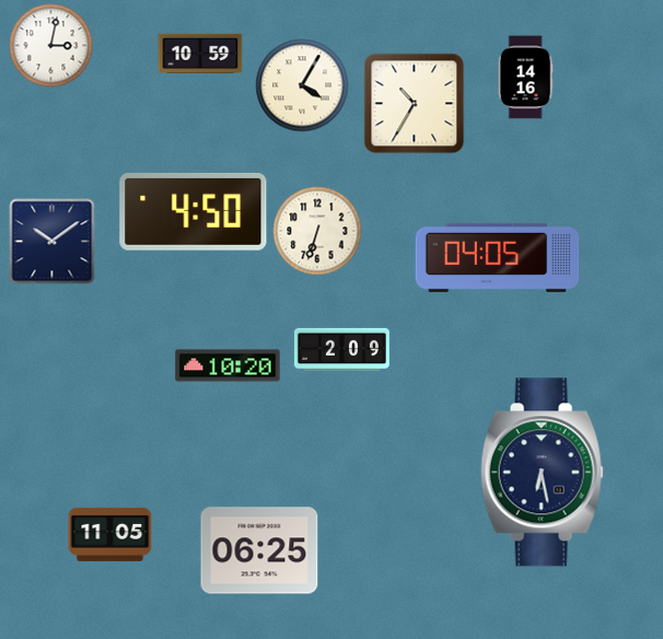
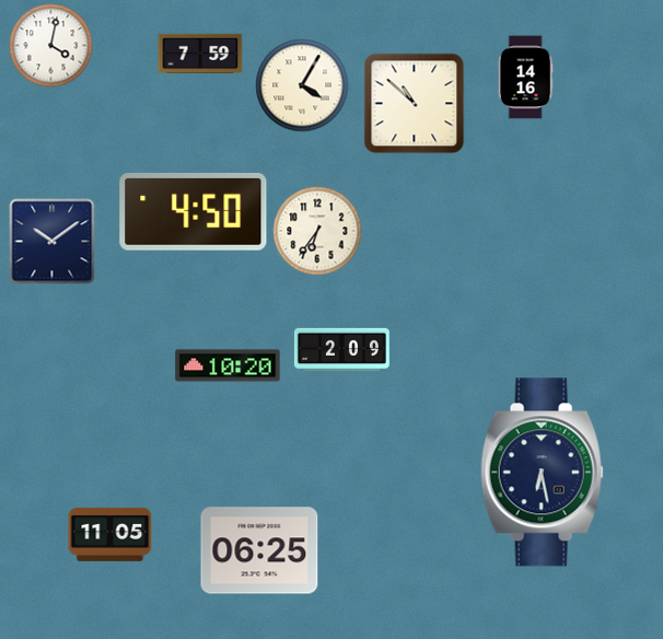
clock at (51, 46): 3:02 -> 4:02
clock at (200, 54): 10:59 -> 7:59
clock at (415, 104): 10:35 -> 10:52
clock at (317, 231): 6:33 -> 6:36
clock at (498, 257): 04:05 -> none
